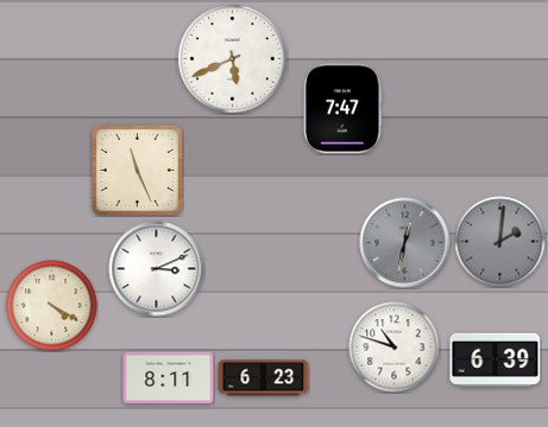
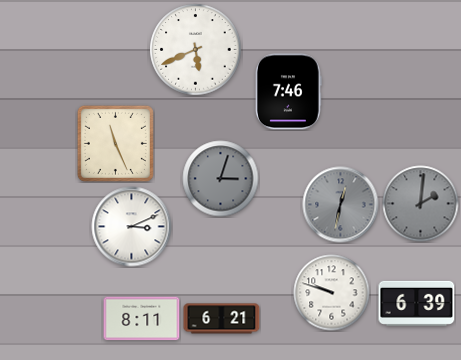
clock at (342, 109): 7:47 -> 7:46
clock at (221, 179): none -> 3:03
clock at (52, 306): 4:20 -> none
clock at (395, 348): 10:48 -> 9:48
clock at (264, 378): 6:23 -> 6:21
